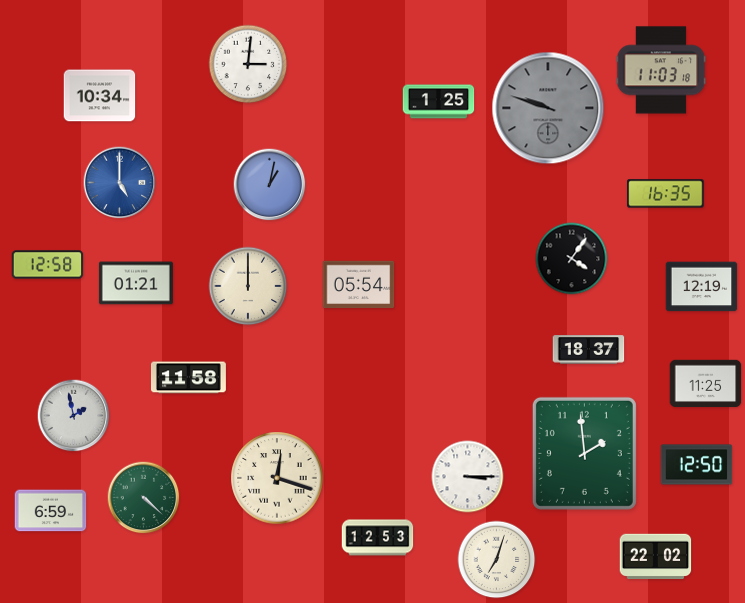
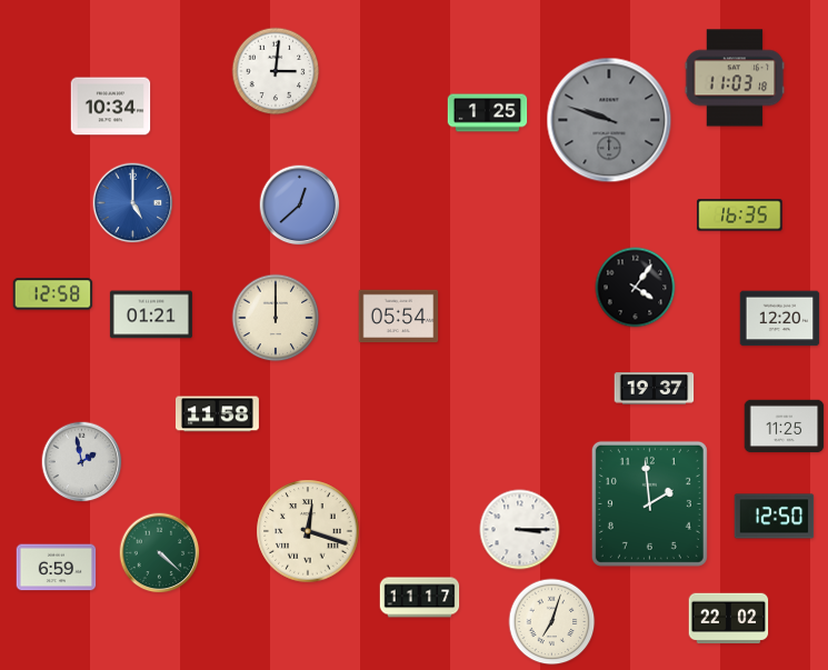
clock at (270, 185): 1:02 -> 12:38
clock at (702, 287): 12:19 -> 12:20
clock at (589, 350): 18:37 -> 19:37
clock at (188, 378) position: (188, 378) -> (217, 414)
clock at (378, 538): 12:53 -> 11:17
